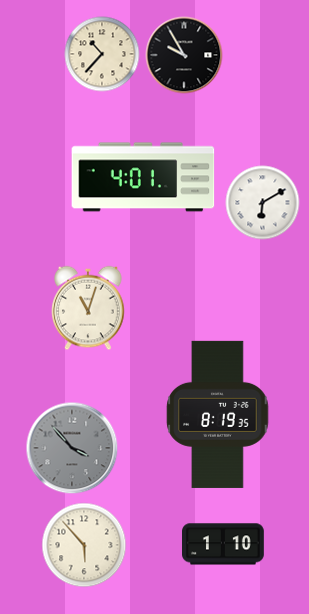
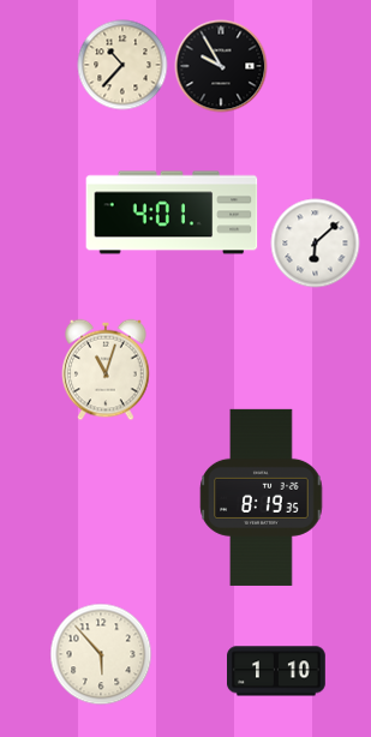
clock at (263, 203): 6:10 -> 6:08
clock at (72, 448): 3:53 -> none
clock at (224, 544) position: (224, 544) -> (277, 671)
